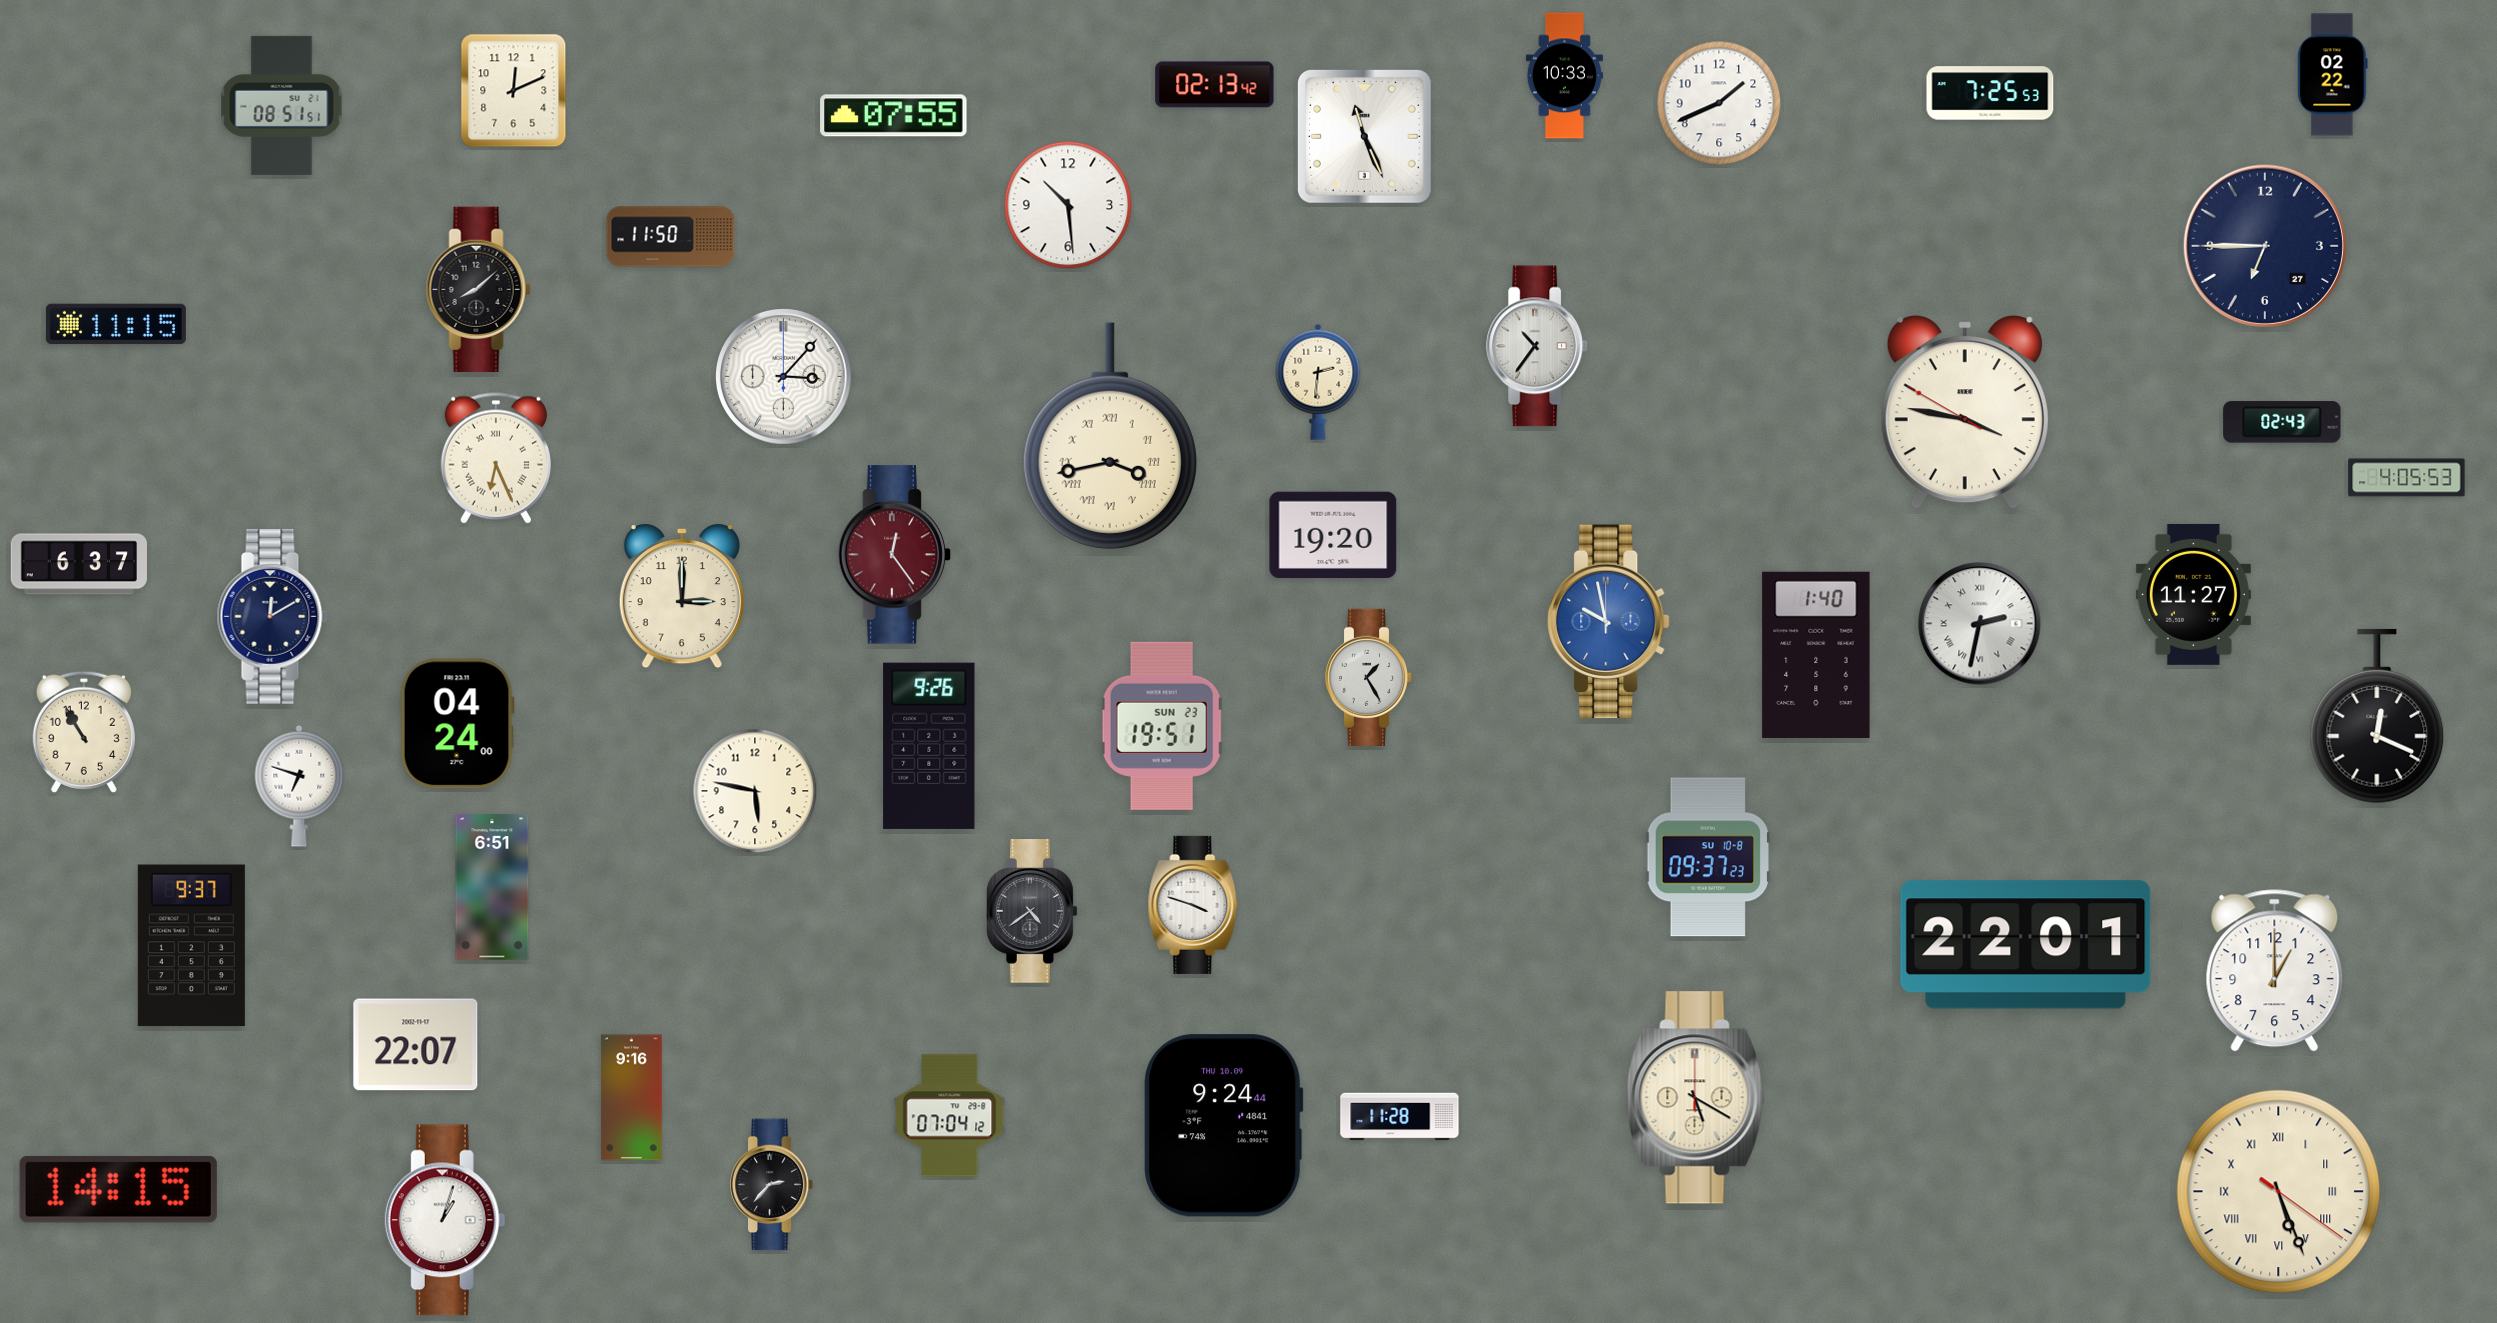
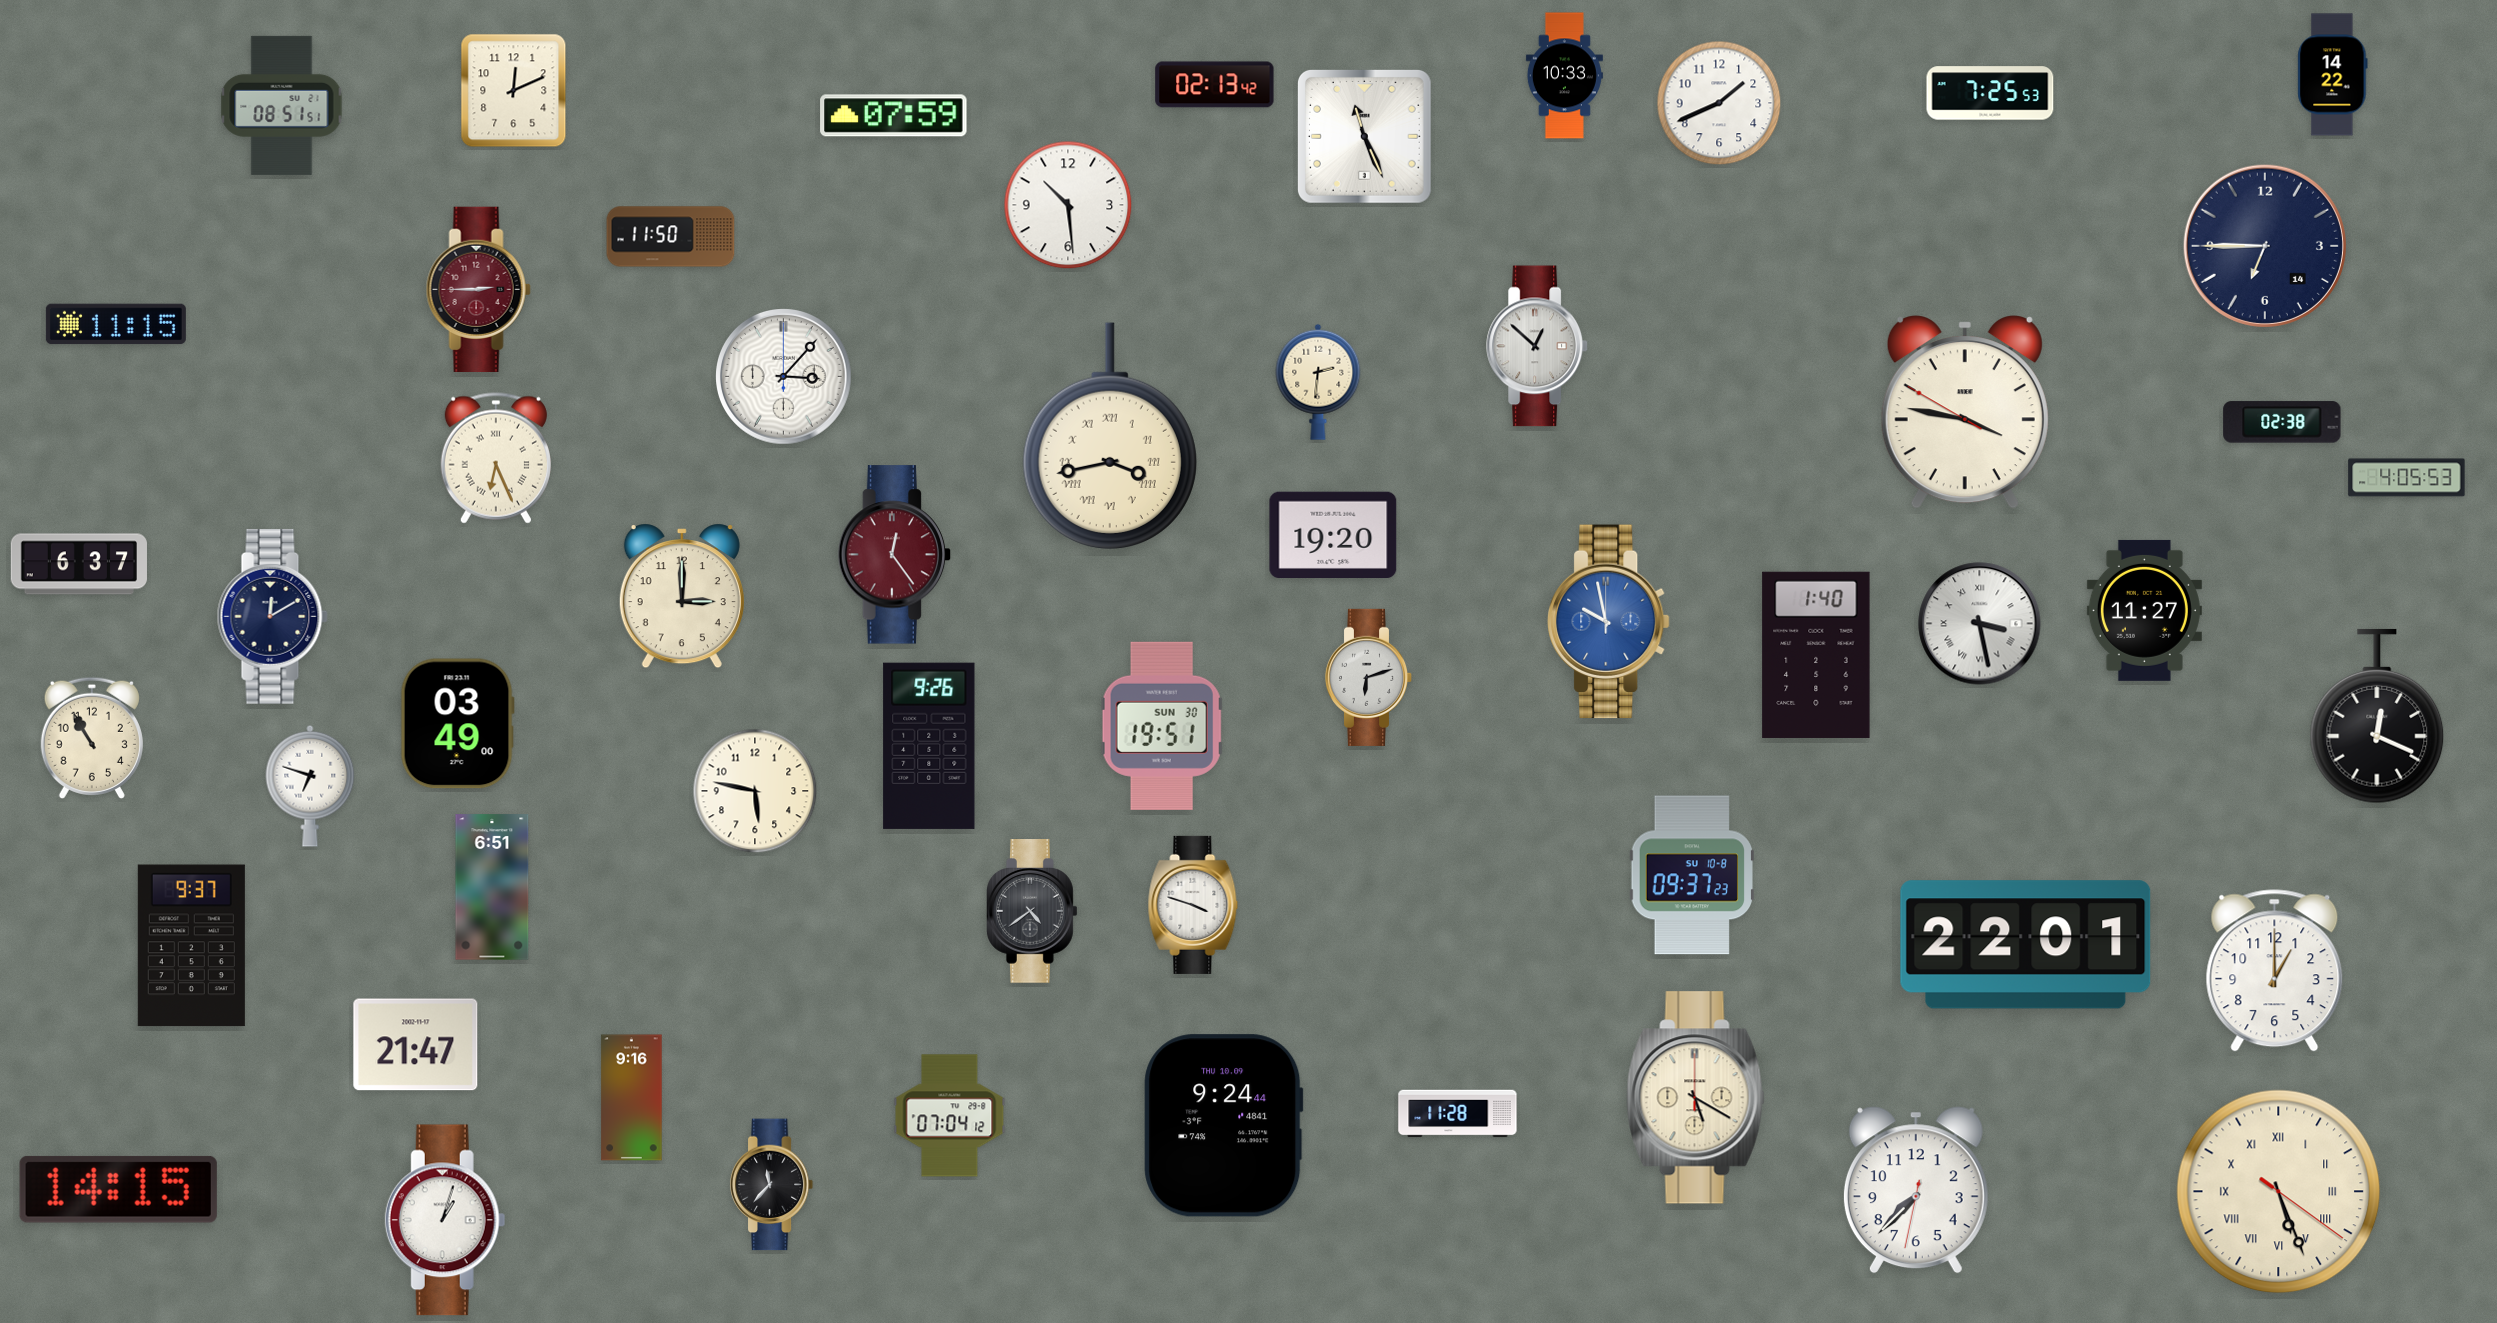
clock at (2333, 75): 02:22 -> 14:22
clock at (894, 116): 07:55 -> 07:59
clock at (2265, 246) date: 27 -> 14
clock at (478, 289): 8:08 -> 2:45
clock at (478, 289) dial: black -> burgundy
clock at (1537, 346): 10:36 -> 12:52
clock at (2282, 422): 02:43 -> 02:38
clock at (2193, 594) position: (2193, 594) -> (2144, 610)
clock at (1980, 624): 2:32 -> 3:28
clock at (1369, 677): 1:25 -> 6:12
clock at (457, 724): 04:24 -> 03:49
clock at (1162, 726) date: SUN 23 -> SUN 30
clock at (84, 732) position: (84, 732) -> (92, 738)
clock at (299, 786) position: (299, 786) -> (310, 786)
clock at (1708, 857) position: (1708, 857) -> (1692, 875)
clock at (416, 1045): 22:07 -> 21:47
clock at (1400, 1117) position: (1400, 1117) -> (1458, 1114)
clock at (772, 1185): 2:37 -> 11:37
clock at (1916, 1190): none -> 7:37
